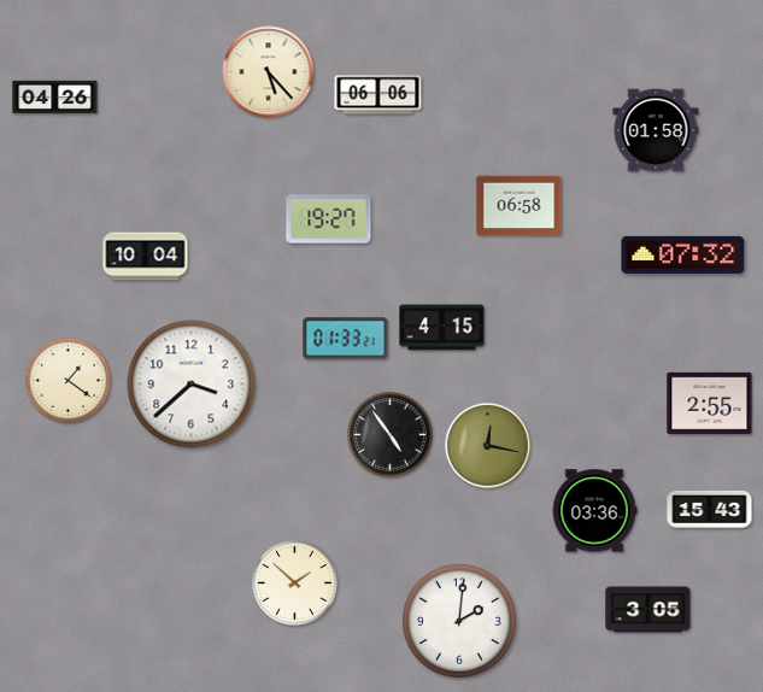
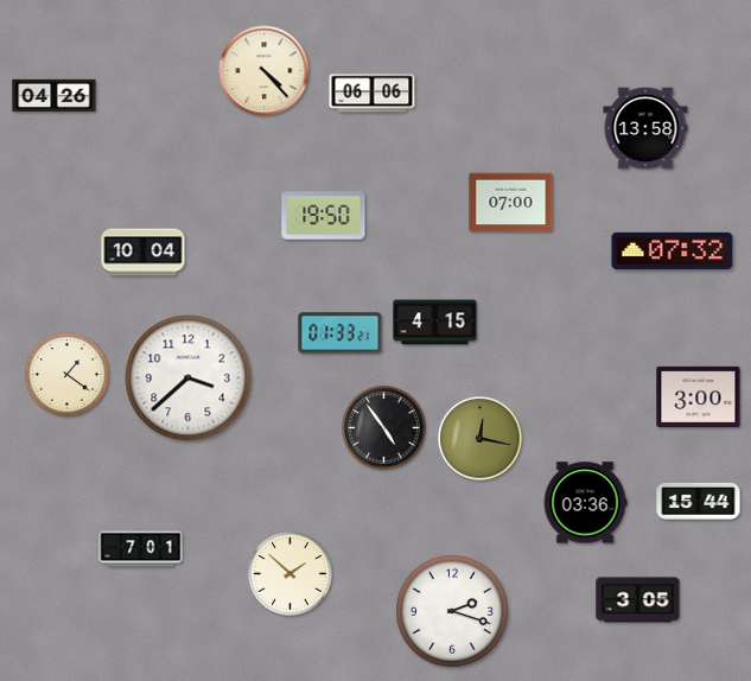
clock at (269, 72): 5:23 -> 4:23
clock at (656, 130): 01:58 -> 13:58
clock at (520, 206): 06:58 -> 07:00
clock at (329, 219): 19:27 -> 19:50
clock at (710, 403): 2:55 -> 3:00
clock at (710, 509): 15:43 -> 15:44
clock at (141, 549): none -> 7:01
clock at (460, 622): 2:01 -> 2:18
